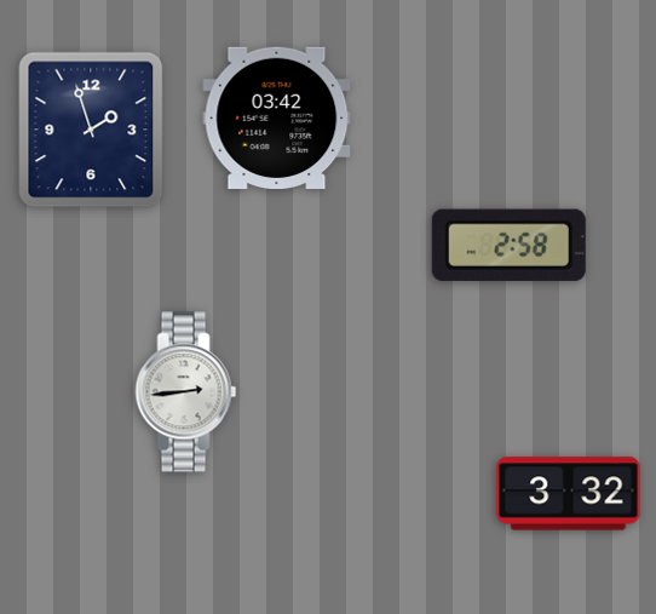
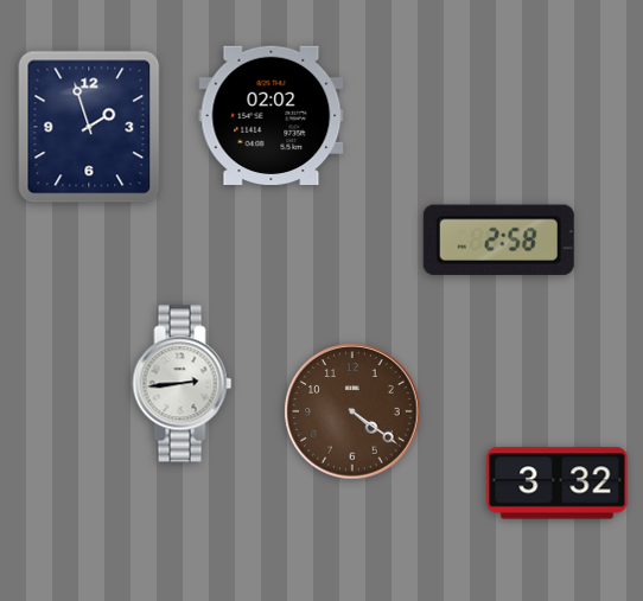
clock at (277, 117): 03:42 -> 02:02
clock at (352, 411): none -> 4:21
